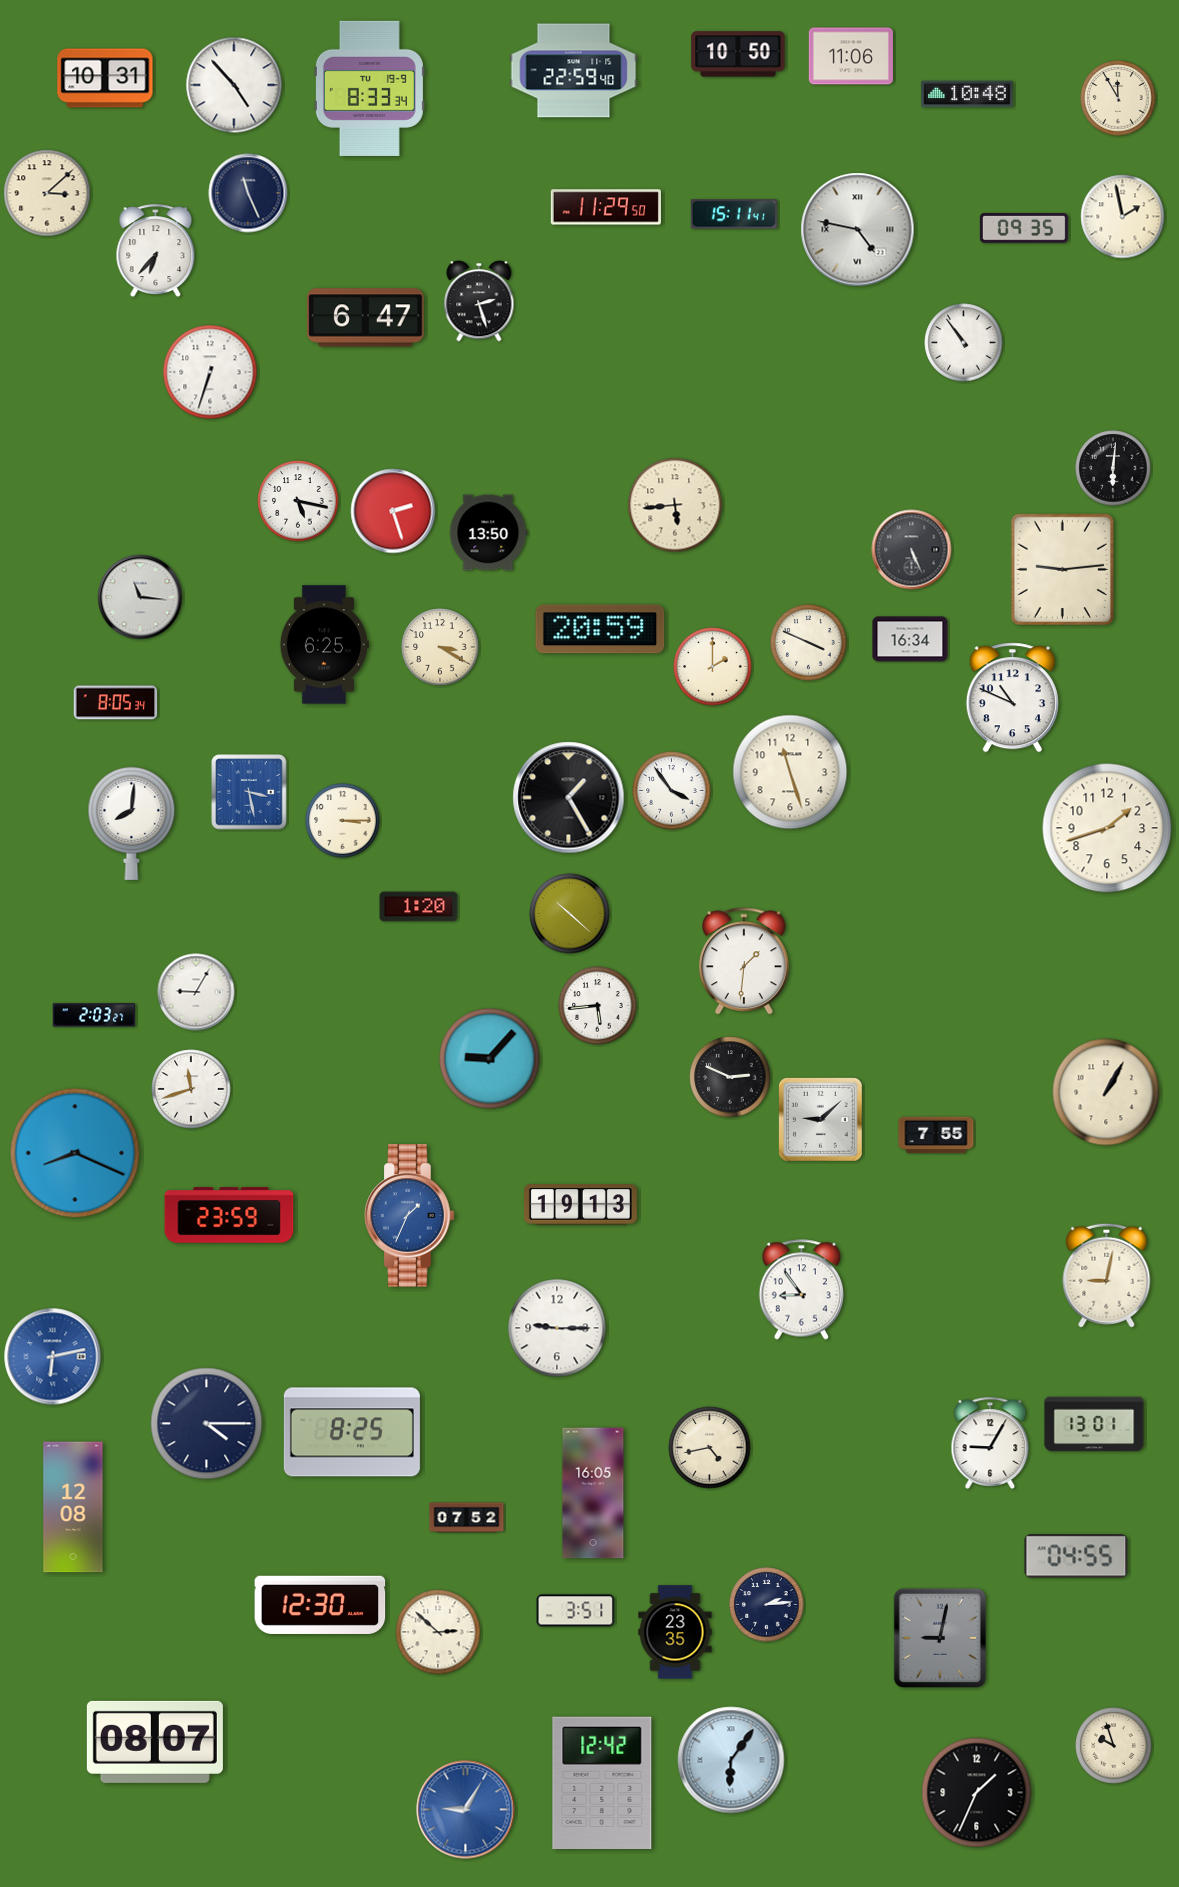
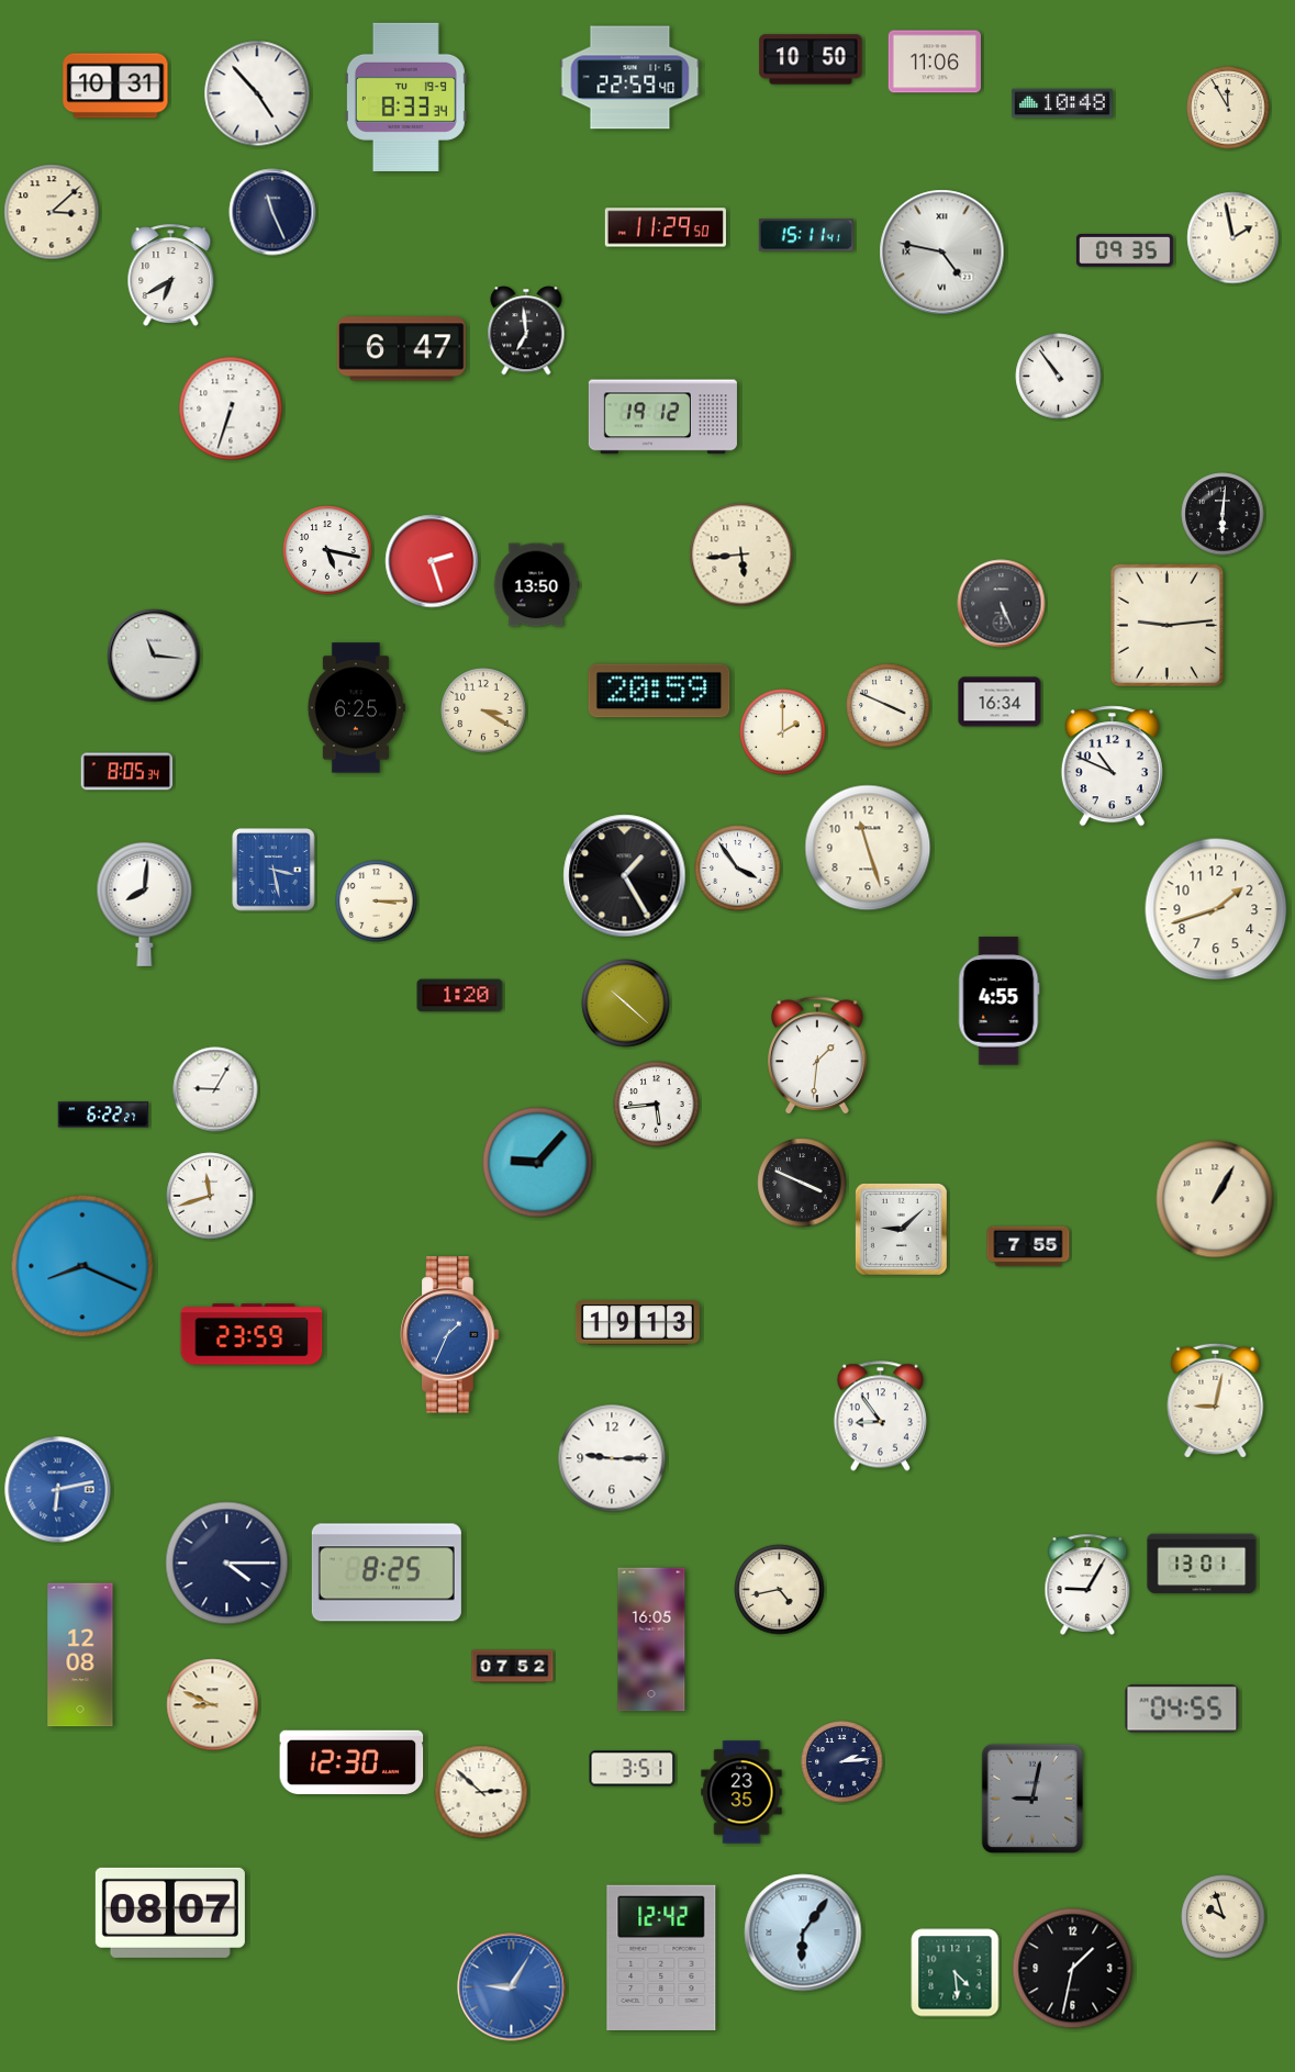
clock at (156, 251): 6:37 -> 6:40
clock at (479, 301): 2:27 -> 6:59
clock at (662, 417): none -> 19:12
clock at (998, 1001): none -> 4:55
clock at (94, 1015): 2:03 -> 6:22
clock at (730, 1077): 2:49 -> 3:49
clock at (213, 1705): none -> 8:49
clock at (977, 1793): 1:34 -> 1:32
clock at (956, 1973): none -> 4:29
